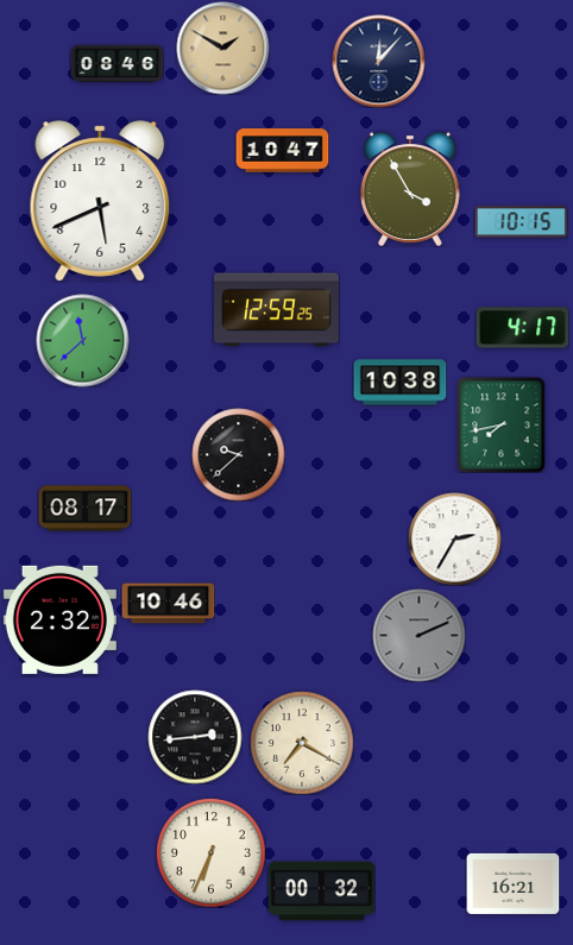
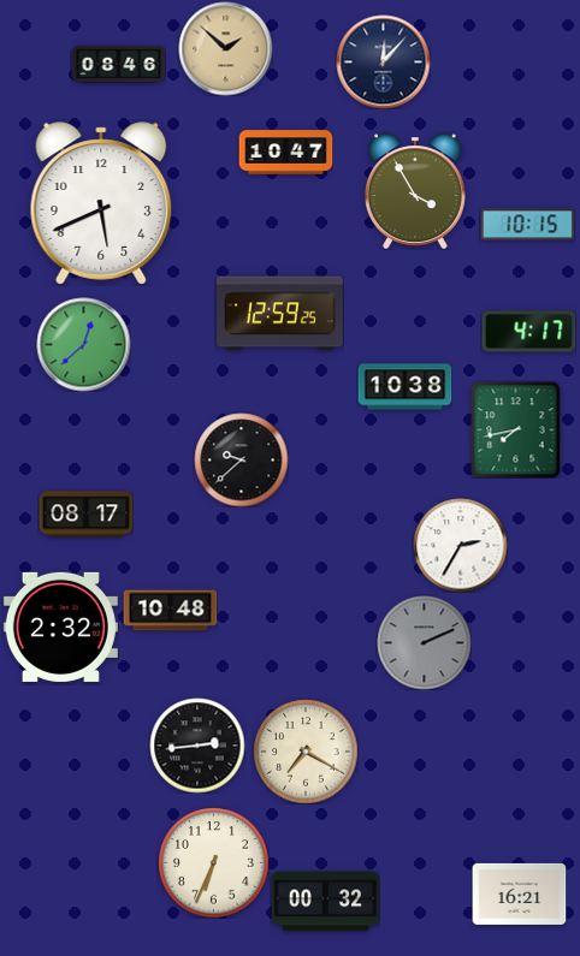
clock at (222, 48): 1:50 -> 1:52
clock at (82, 340): 11:38 -> 12:38
clock at (502, 424) position: (502, 424) -> (516, 429)
clock at (168, 604): 10:46 -> 10:48
